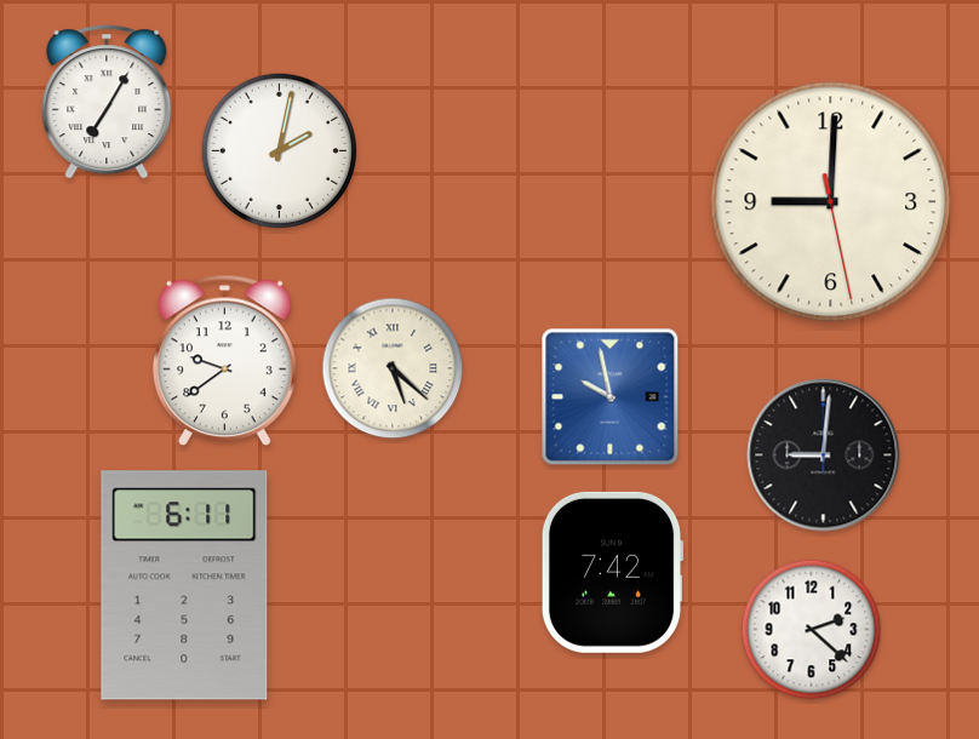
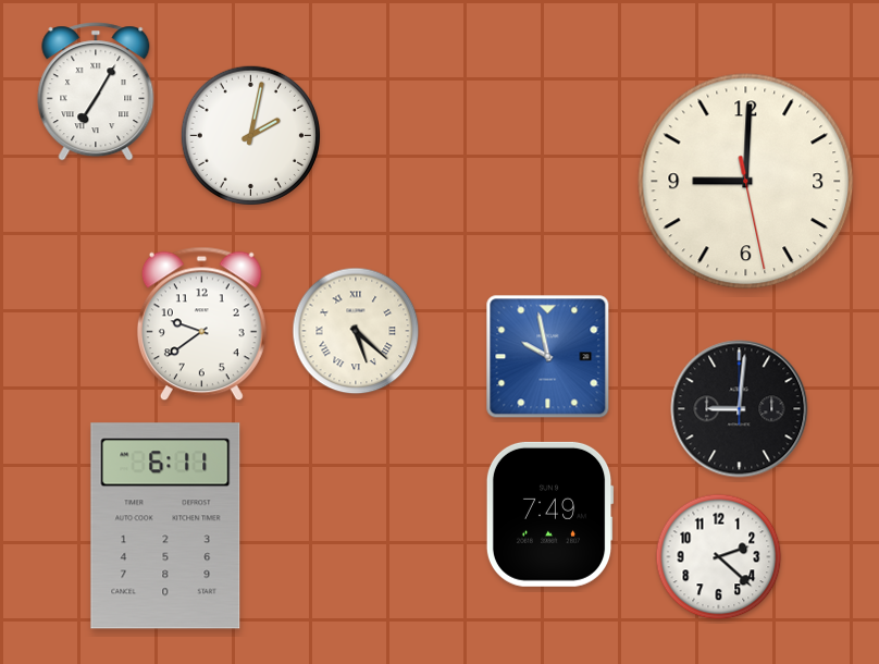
clock at (393, 368) position: (393, 368) -> (356, 331)
clock at (612, 572): 7:42 -> 7:49
clock at (812, 630) position: (812, 630) -> (719, 557)
